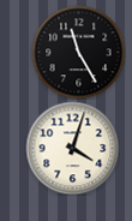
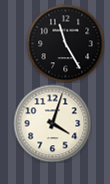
clock at (72, 148) position: (72, 148) -> (52, 123)
